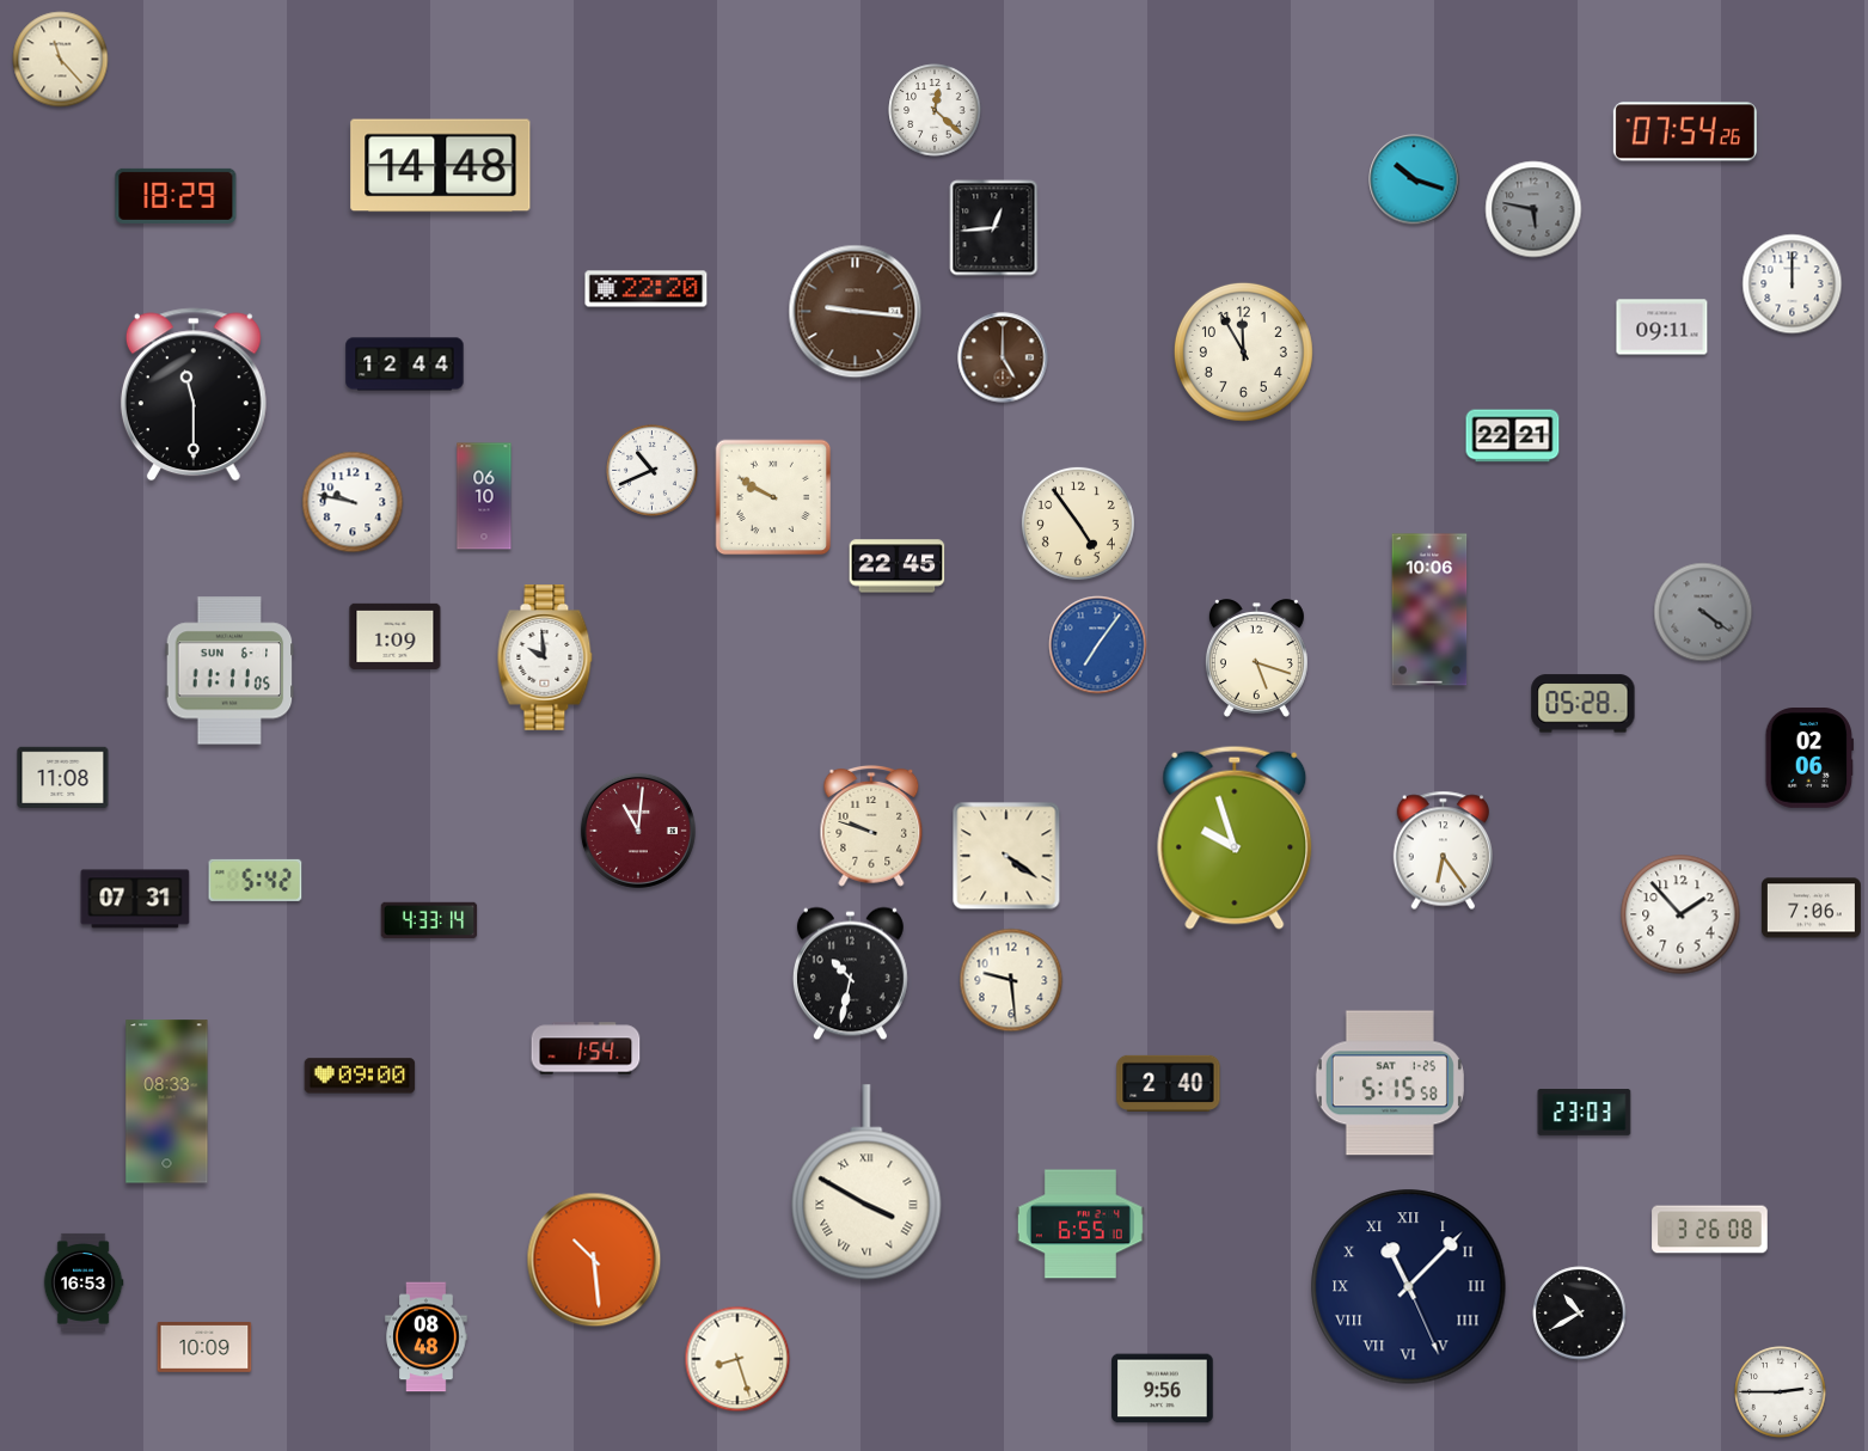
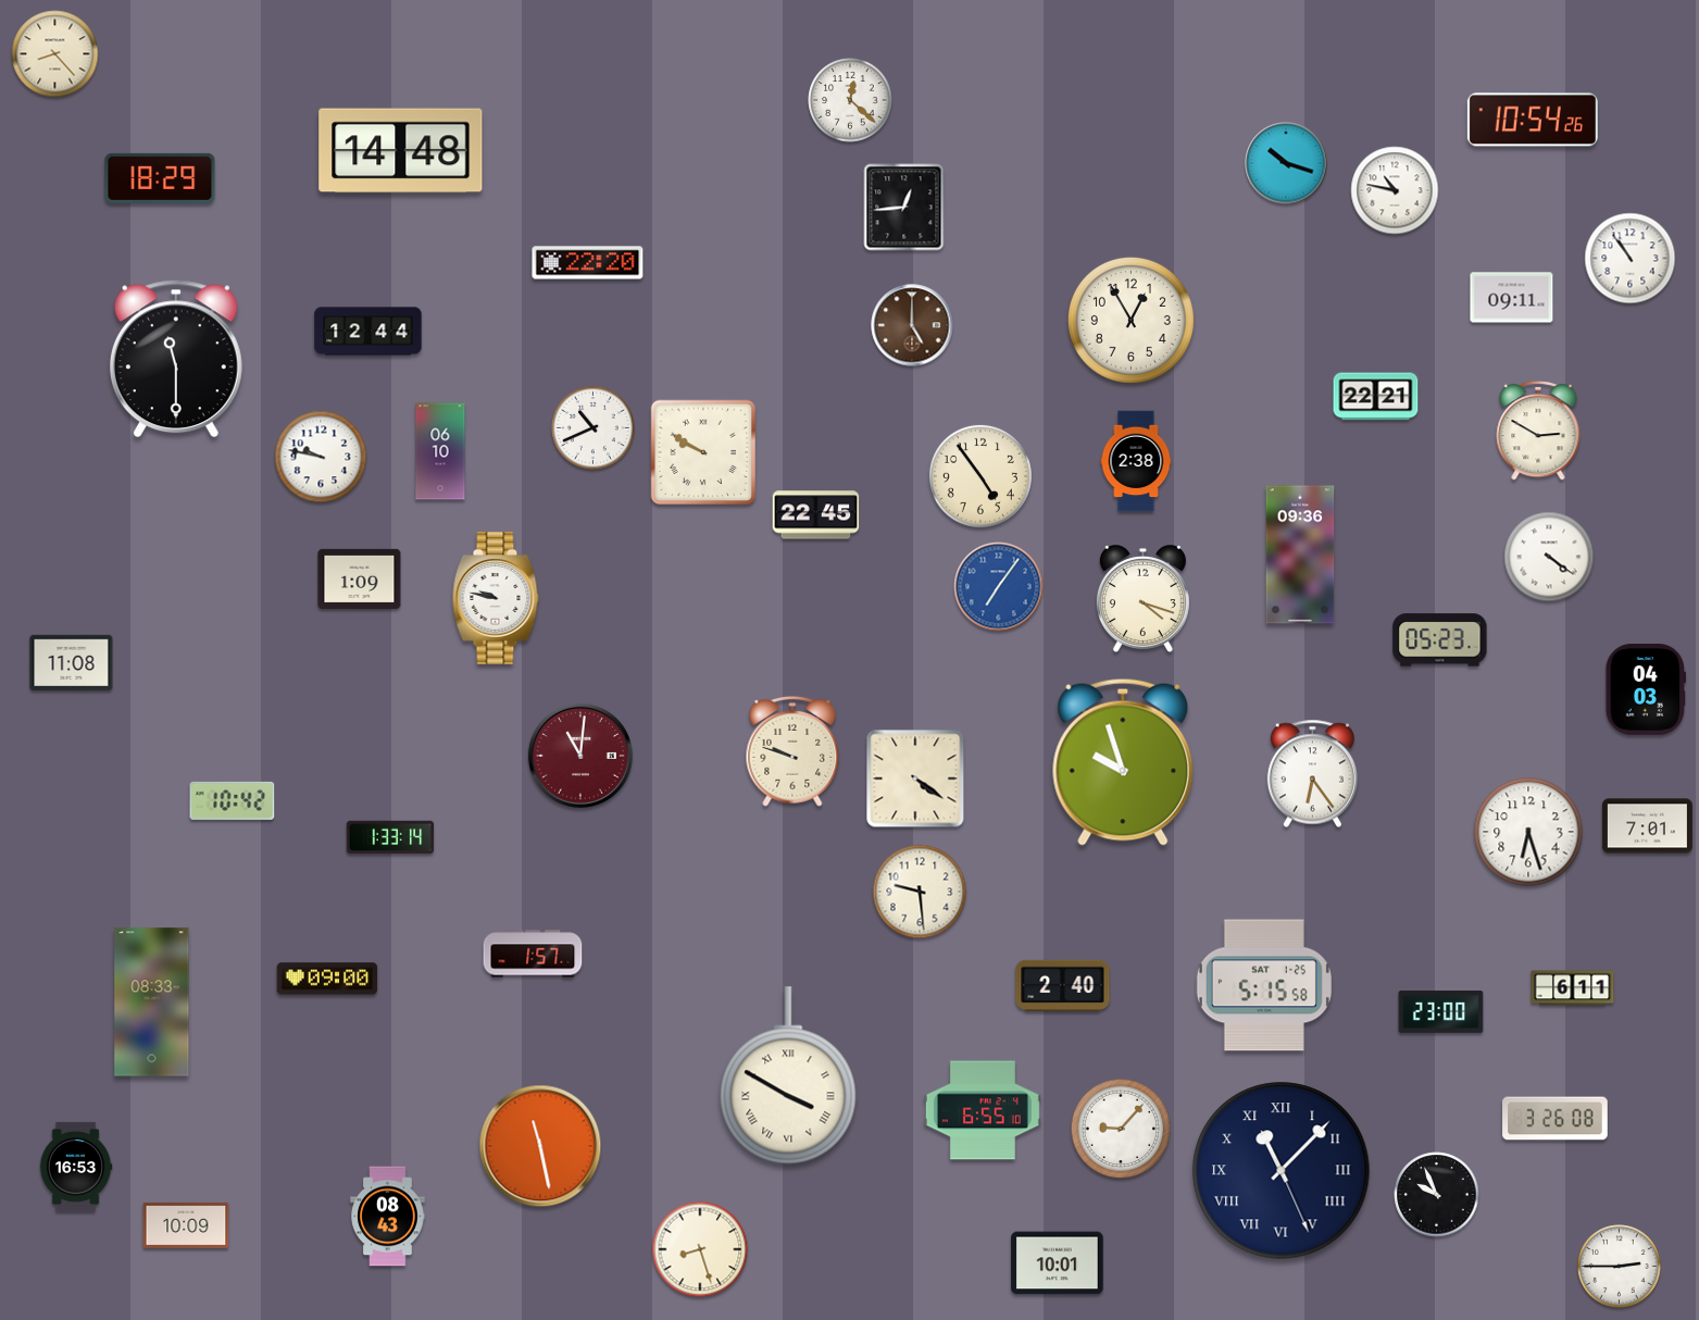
clock at (61, 60): 11:23 -> 8:23
clock at (1685, 131): 07:54 -> 10:54
clock at (1533, 209): 5:47 -> 10:47
clock at (1533, 209) dial: grey -> white
clock at (1793, 284): 12:00 -> 10:54
clock at (856, 312): 9:16 -> none
clock at (1243, 351): 11:55 -> 12:55
clock at (1538, 431): none -> 2:50
clock at (1136, 461): none -> 2:38
clock at (1429, 610): 10:06 -> 09:36
clock at (1703, 612) dial: grey -> white
clock at (545, 659): 9:59 -> 9:47
clock at (1256, 659): 5:18 -> 4:18
clock at (229, 671): 11:11 -> none
clock at (1584, 704): 05:28 -> 05:23
clock at (1809, 759): 02:06 -> 04:03
clock at (63, 777) position: (63, 777) -> (72, 662)
clock at (256, 880): 5:42 -> 10:42
clock at (135, 899): 07:31 -> none
clock at (1811, 908): 7:06 -> 7:01
clock at (1680, 914): 1:53 -> 6:27
clock at (429, 920): 4:33 -> 1:33
clock at (850, 974): 10:32 -> none
clock at (586, 1048): 1:54 -> 1:57
clock at (1573, 988): none -> 6:11
clock at (1585, 1113): 23:03 -> 23:00
clock at (1080, 1224) position: (1080, 1224) -> (983, 1110)
clock at (1121, 1129): none -> 9:07
clock at (594, 1260): 10:29 -> 11:28
clock at (1580, 1314): 10:40 -> 9:56
clock at (427, 1337): 08:48 -> 08:43
clock at (737, 1359) position: (737, 1359) -> (700, 1249)
clock at (1163, 1389): 9:56 -> 10:01
